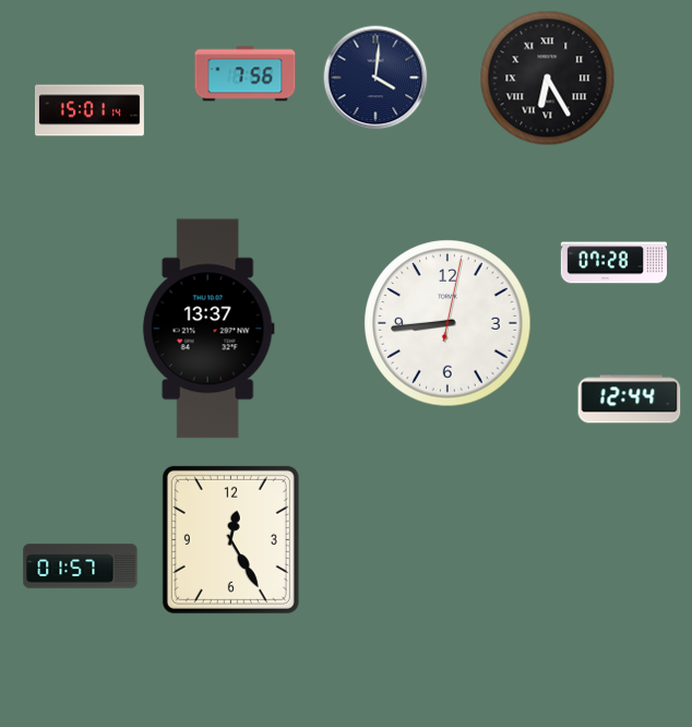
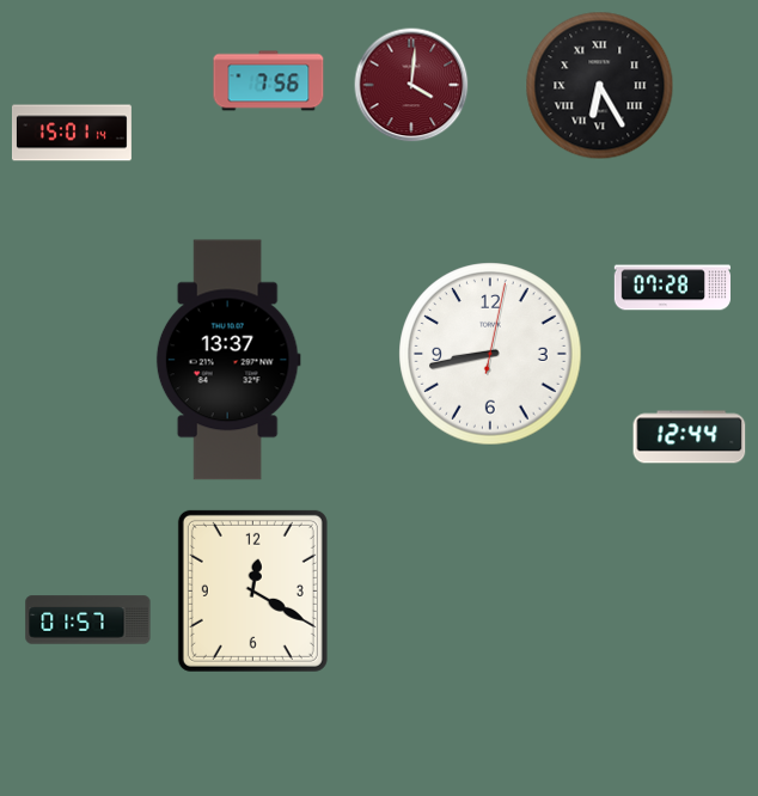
clock at (375, 78) dial: navy -> burgundy
clock at (90, 110) position: (90, 110) -> (72, 133)
clock at (448, 323): 8:44 -> 8:43
clock at (230, 539): 12:25 -> 12:20
